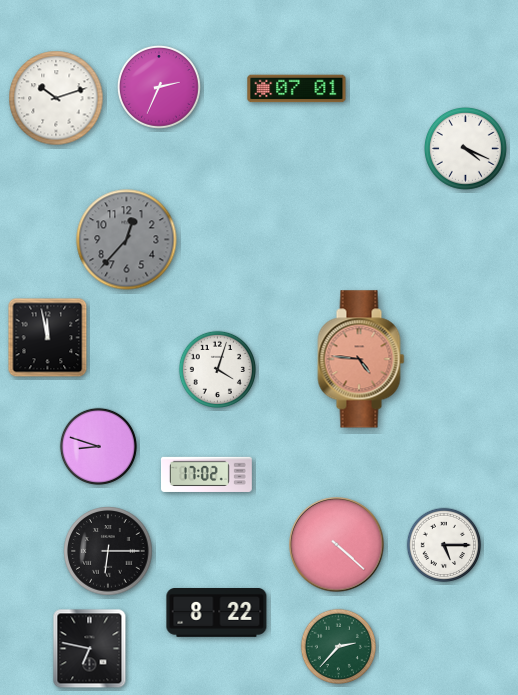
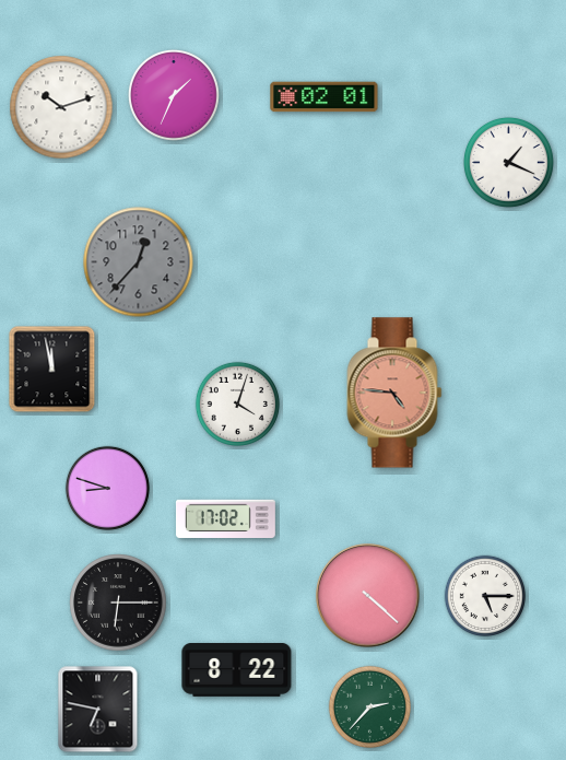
clock at (159, 87): 2:34 -> 1:34
clock at (297, 89): 07:01 -> 02:01
clock at (465, 148): 4:19 -> 1:19
